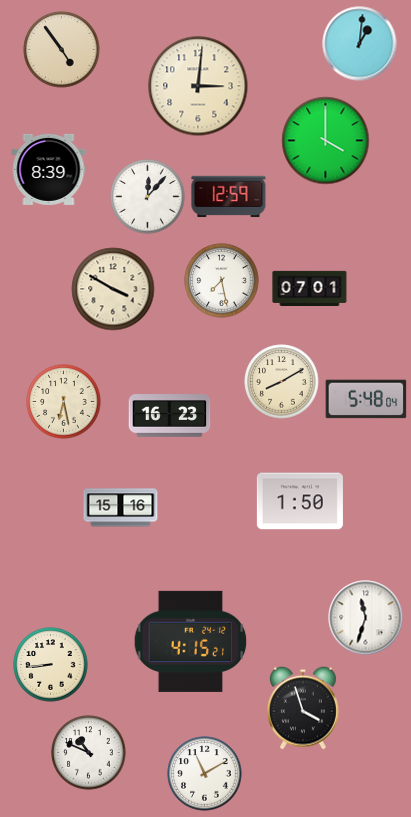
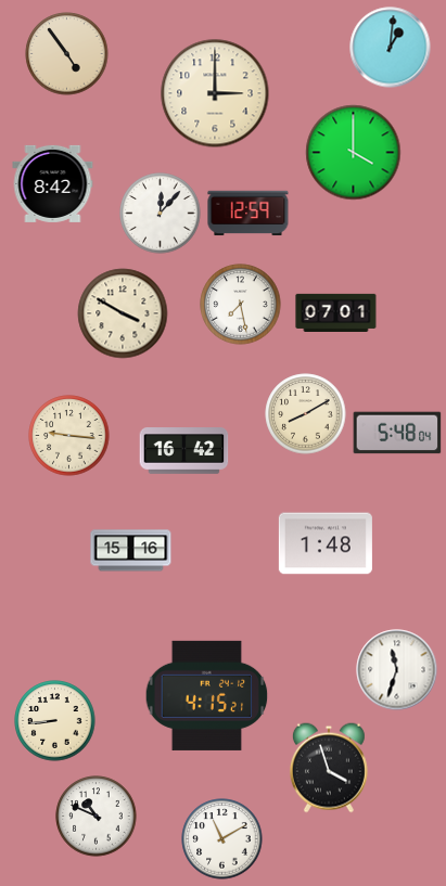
clock at (198, 86): 3:01 -> 3:00
clock at (49, 169): 8:39 -> 8:42
clock at (64, 402): 6:28 -> 9:16
clock at (170, 416): 16:23 -> 16:42
clock at (300, 501): 1:50 -> 1:48
